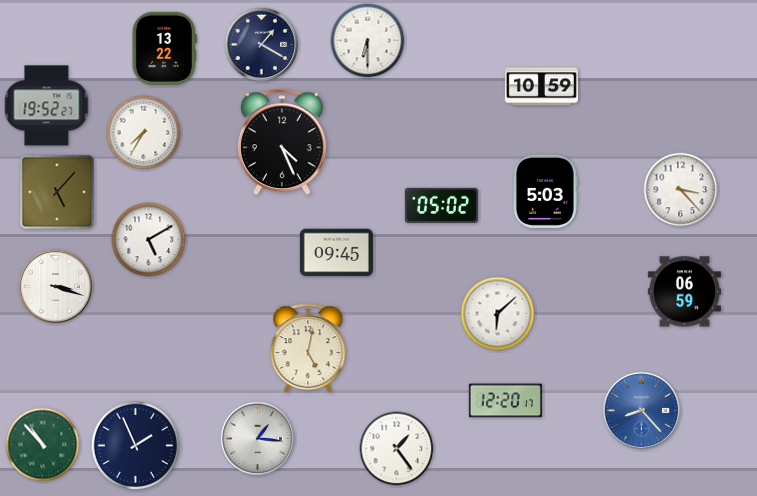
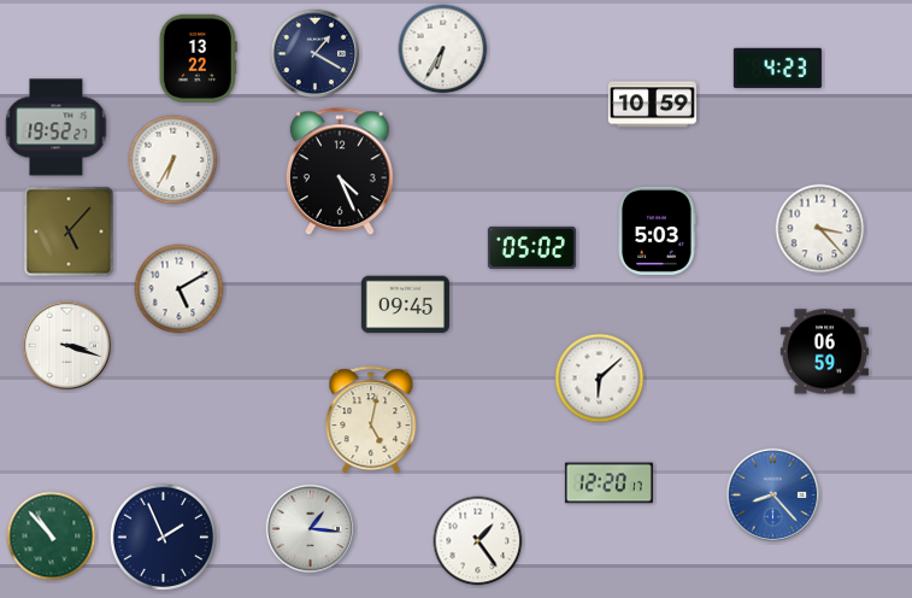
clock at (368, 41): 6:30 -> 6:35
clock at (777, 68): none -> 4:23
clock at (144, 133): 7:35 -> 6:35
